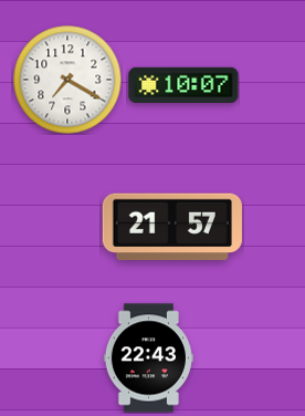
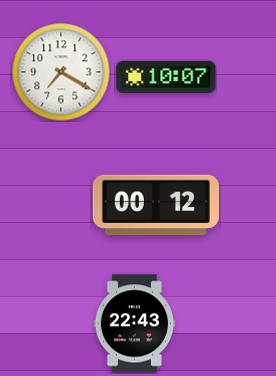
clock at (172, 227): 21:57 -> 00:12
